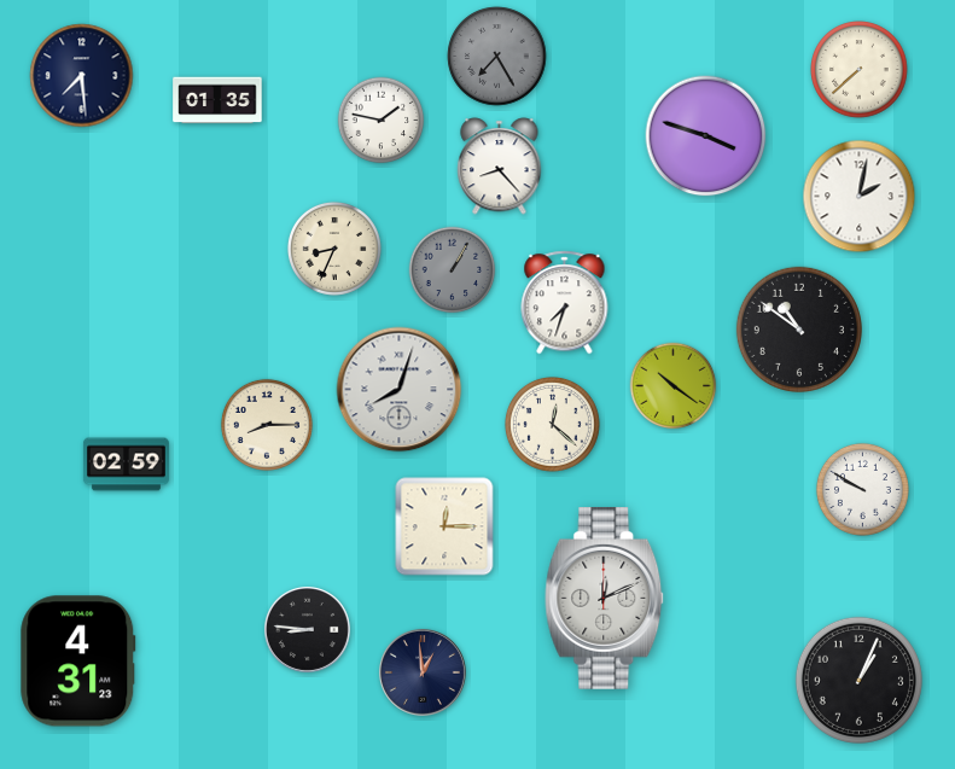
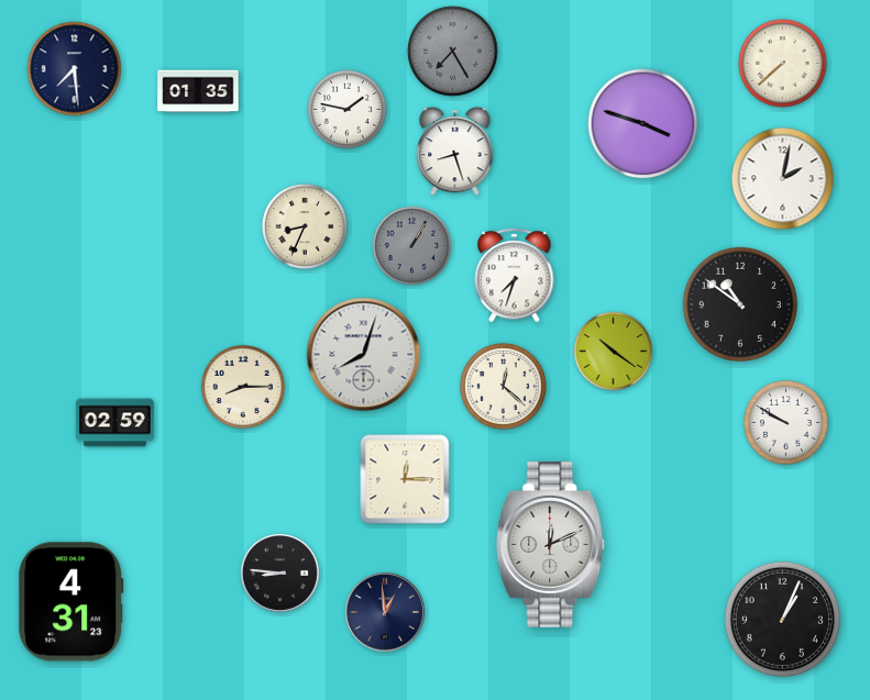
clock at (500, 167): 8:23 -> 8:27
clock at (799, 330) position: (799, 330) -> (740, 304)
clock at (862, 489) position: (862, 489) -> (785, 422)
